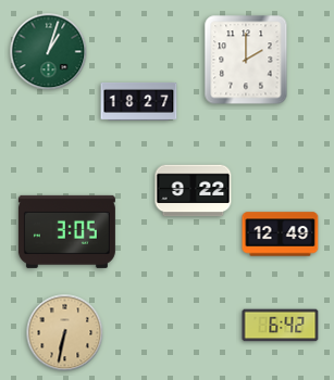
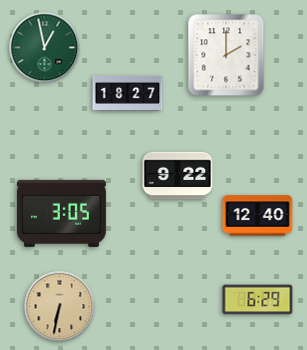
clock at (49, 52): 1:03 -> 12:58
clock at (281, 235): 12:49 -> 12:40
clock at (281, 326): 6:42 -> 6:29
